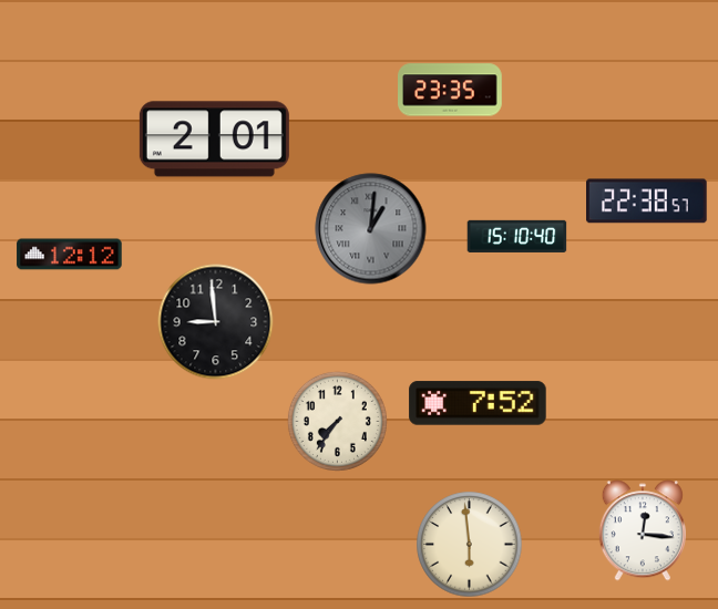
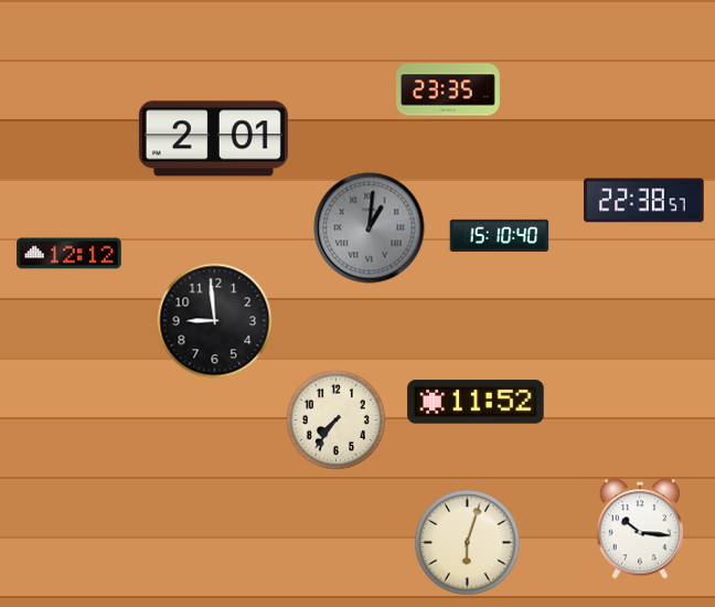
clock at (517, 236) position: (517, 236) -> (500, 235)
clock at (478, 403): 7:52 -> 11:52
clock at (643, 530): 12:16 -> 10:16
clock at (470, 545): 5:59 -> 6:03
